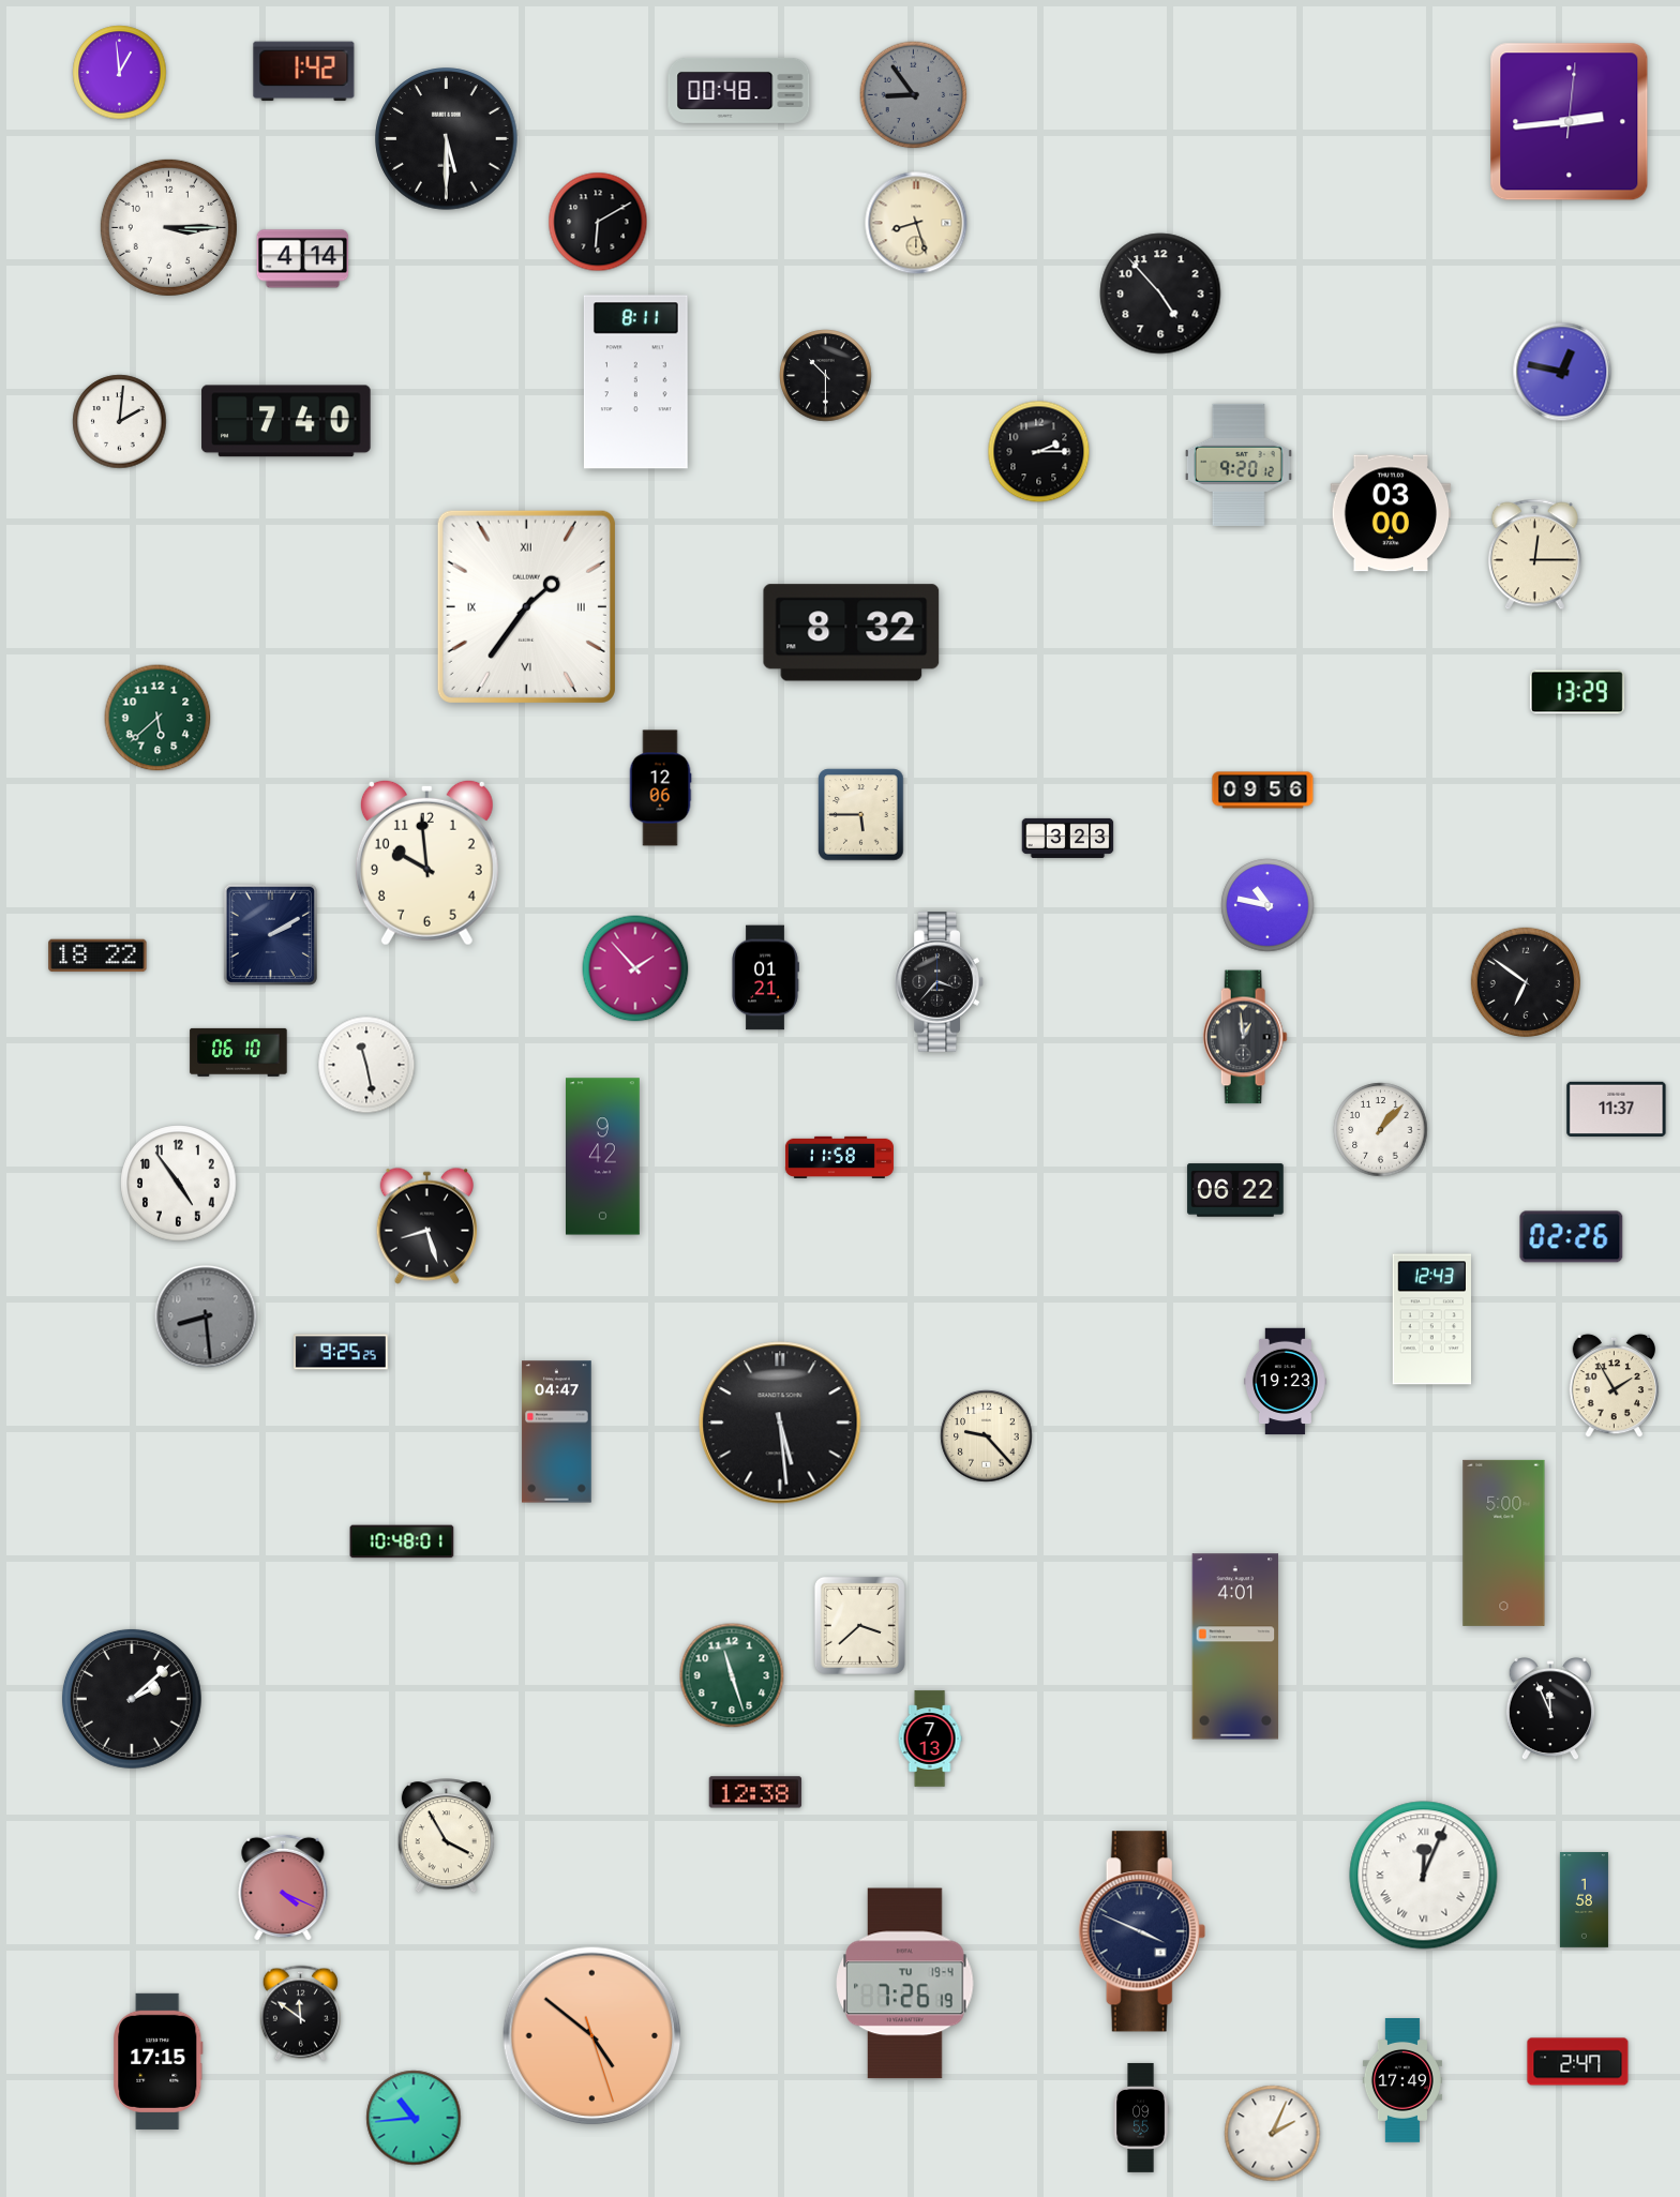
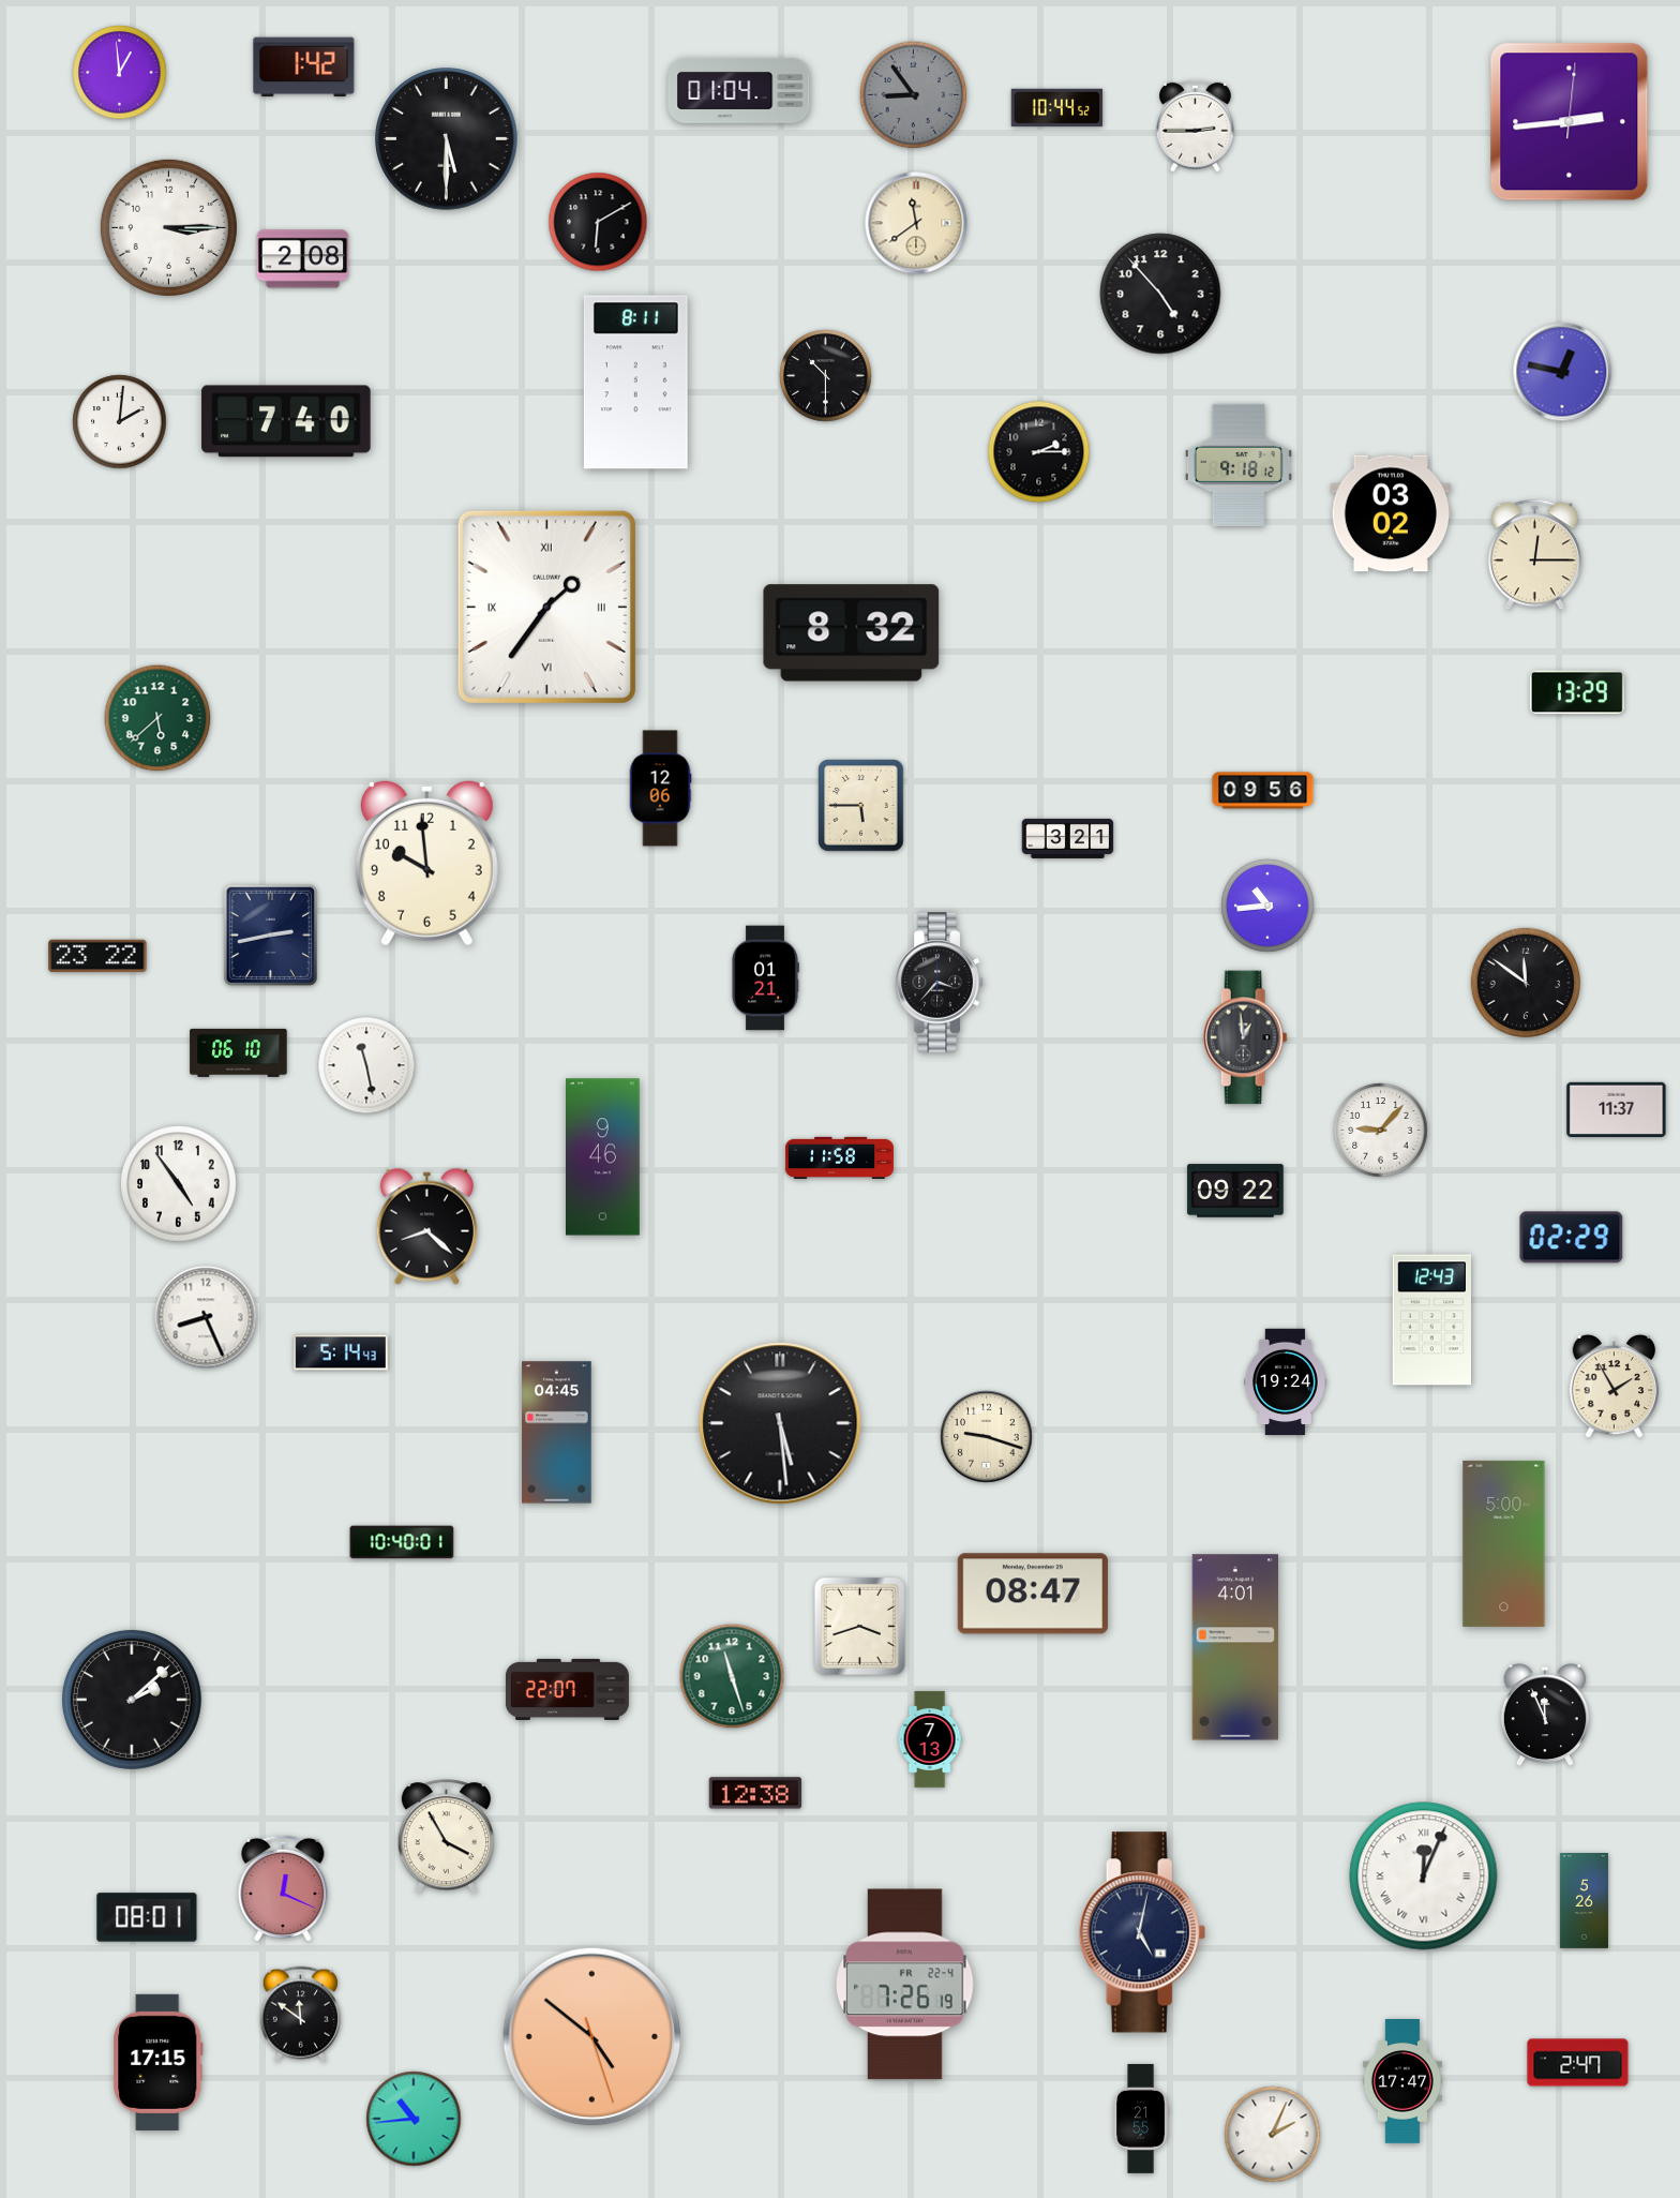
clock at (304, 72) position: (304, 72) -> (304, 68)
clock at (739, 90): 00:48 -> 01:04
clock at (1057, 108): none -> 10:44
clock at (1196, 125): none -> 2:45
clock at (916, 223): 8:27 -> 11:39
clock at (303, 259): 4:14 -> 2:08
clock at (1239, 465): 9:20 -> 9:18
clock at (1391, 513): 03:00 -> 03:02
clock at (526, 606) position: (526, 606) -> (546, 607)
clock at (861, 815) position: (861, 815) -> (861, 806)
clock at (1068, 838): 3:23 -> 3:21
clock at (1267, 905): 10:47 -> 10:44
clock at (270, 934): 2:10 -> 2:43
clock at (97, 955): 18:22 -> 23:22
clock at (635, 968): 1:53 -> none
clock at (1525, 981): 6:51 -> 11:51
clock at (1381, 1130): 1:07 -> 9:07
clock at (603, 1157): 9:42 -> 9:46
clock at (1235, 1190): 06:22 -> 09:22
clock at (426, 1225): 8:27 -> 8:22
clock at (1572, 1237): 02:26 -> 02:29
clock at (206, 1316): 8:29 -> 8:26
clock at (206, 1316) dial: grey -> white
clock at (341, 1352): 9:25 -> 5:14
clock at (1285, 1382): 19:23 -> 19:24
clock at (557, 1432): 04:47 -> 04:45
clock at (987, 1436): 9:23 -> 9:18
clock at (402, 1541): 10:48 -> 10:40
clock at (1033, 1594): none -> 08:47
clock at (859, 1625): 3:38 -> 3:42
clock at (567, 1689): none -> 22:07
clock at (1550, 1710) position: (1550, 1710) -> (1545, 1716)
clock at (283, 1887): 4:19 -> 12:19
clock at (1584, 1900): 1:58 -> 5:26
clock at (147, 1917): none -> 08:01
clock at (1142, 1931): 3:49 -> 5:02
clock at (905, 1984) date: TU 19-4 -> FR 22-4
clock at (1402, 2081): 17:49 -> 17:47
clock at (1141, 2118): 09:55 -> 21:55
